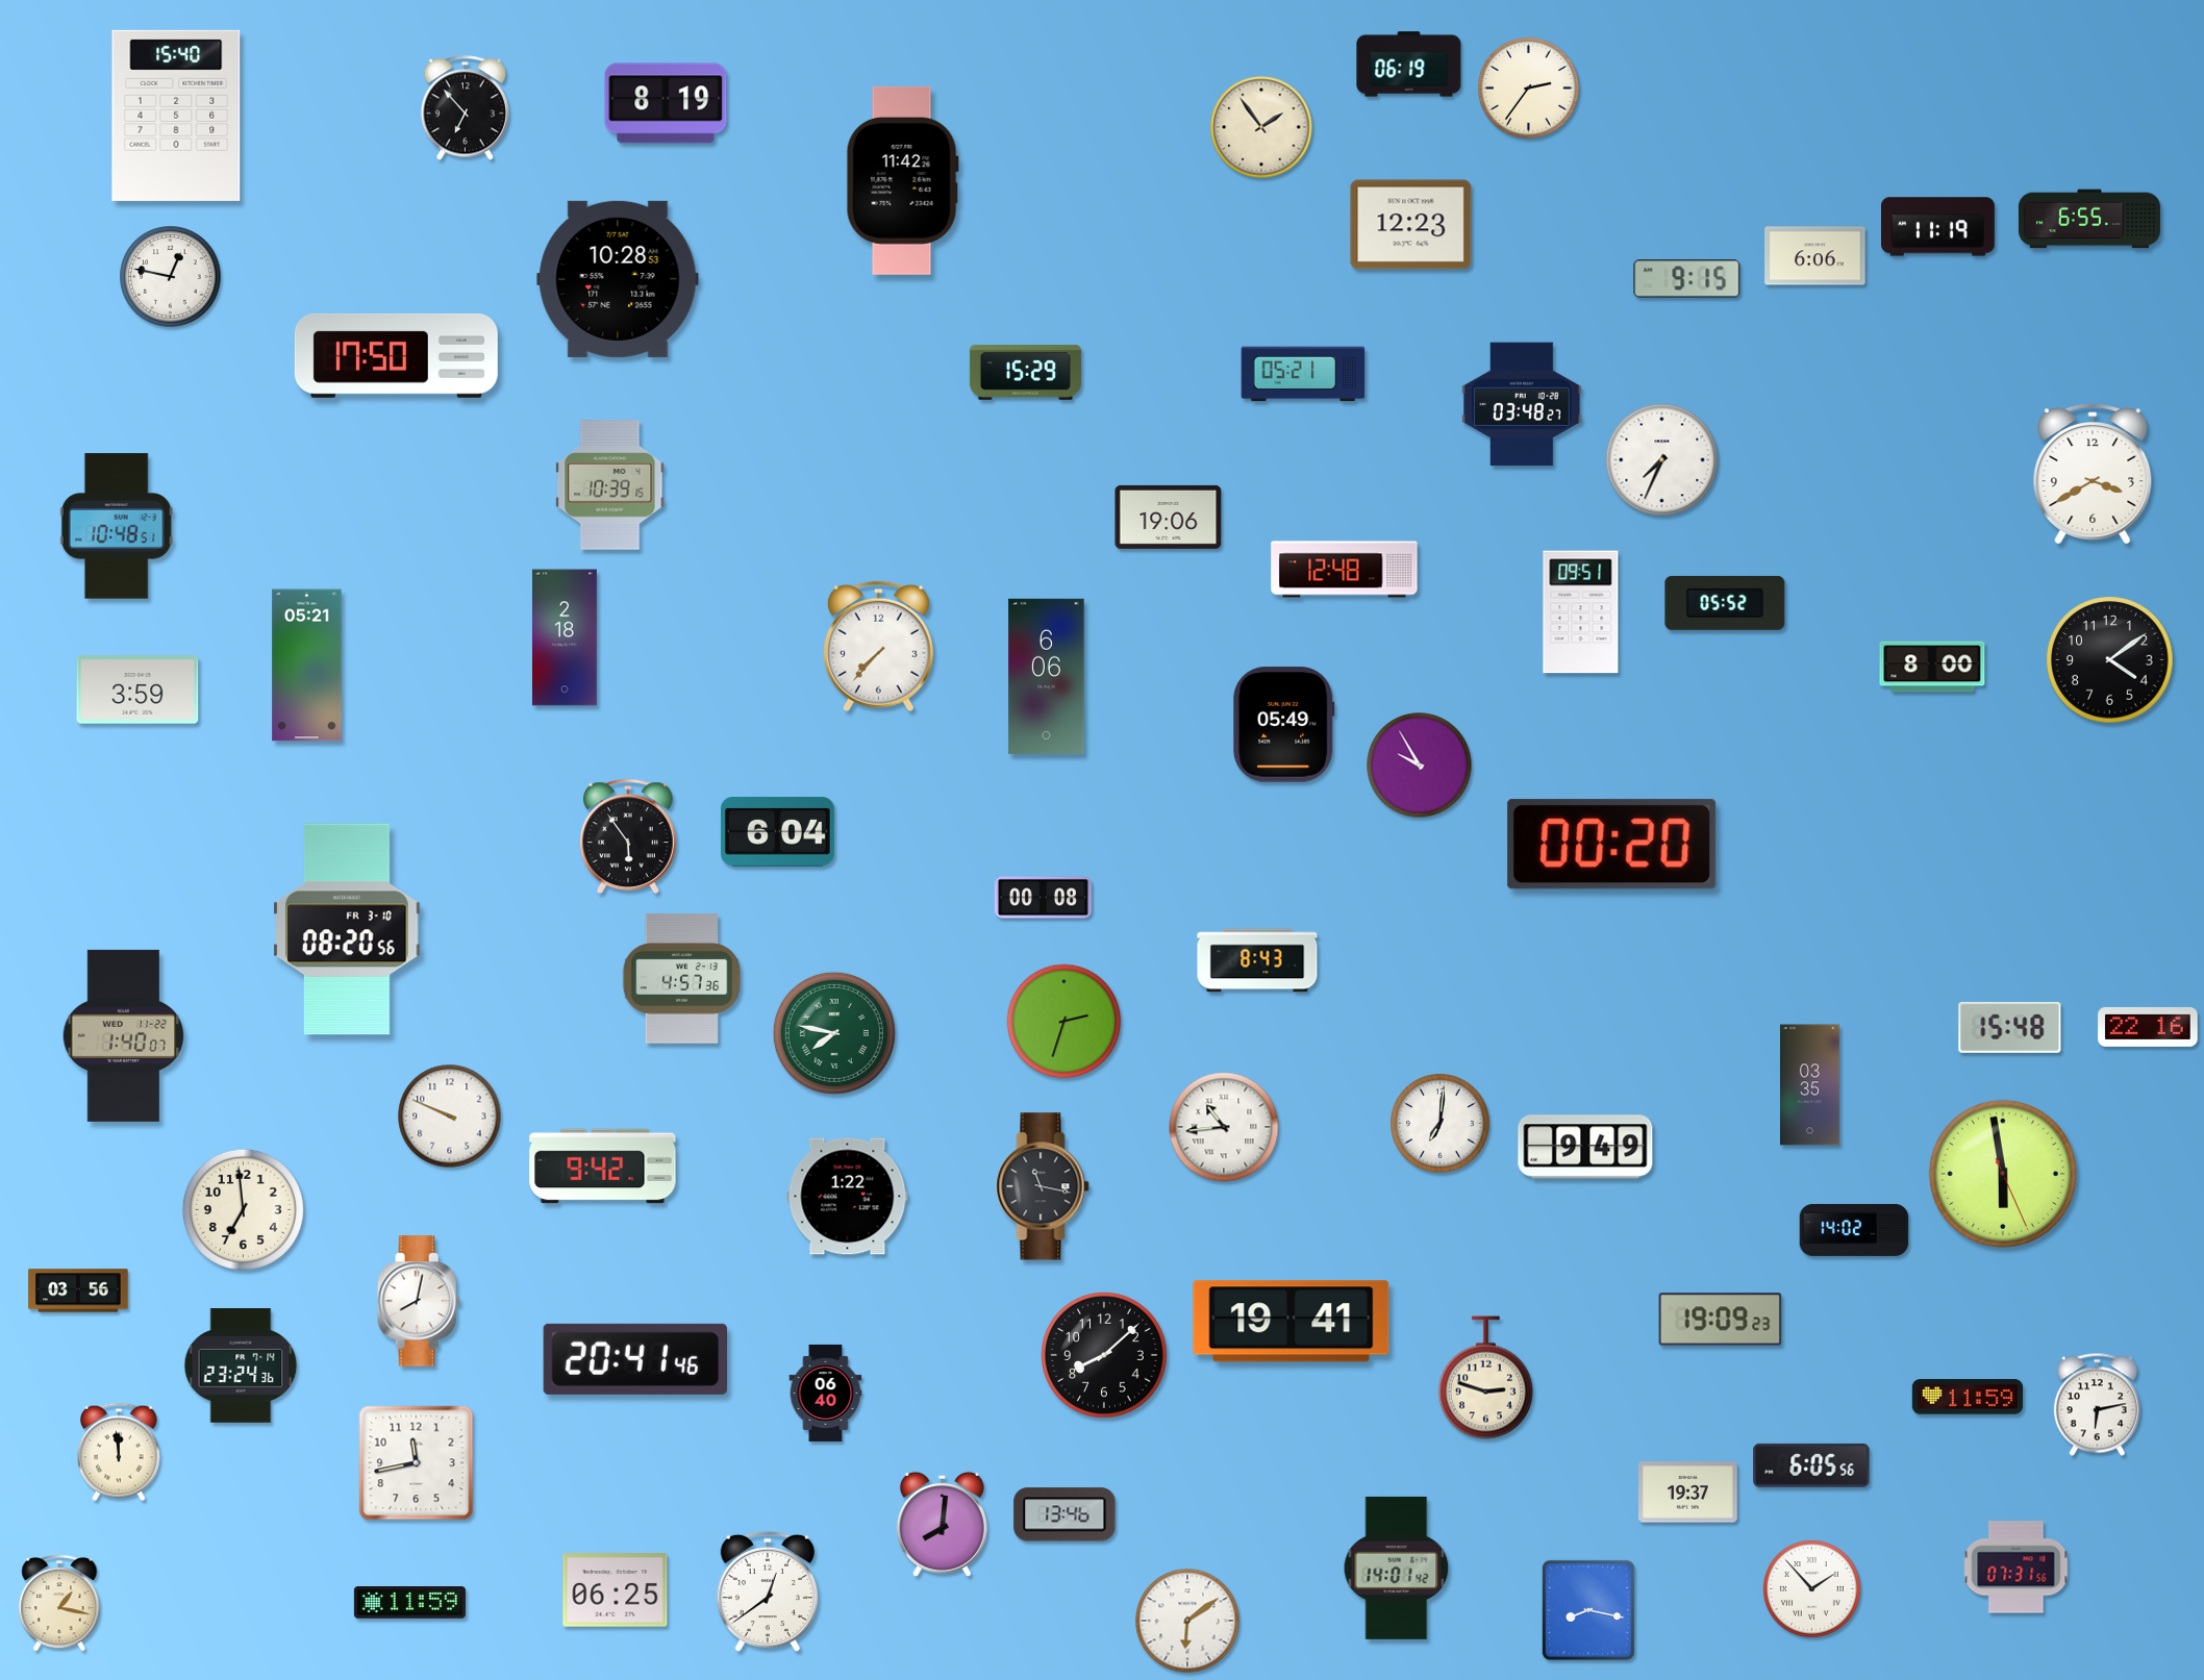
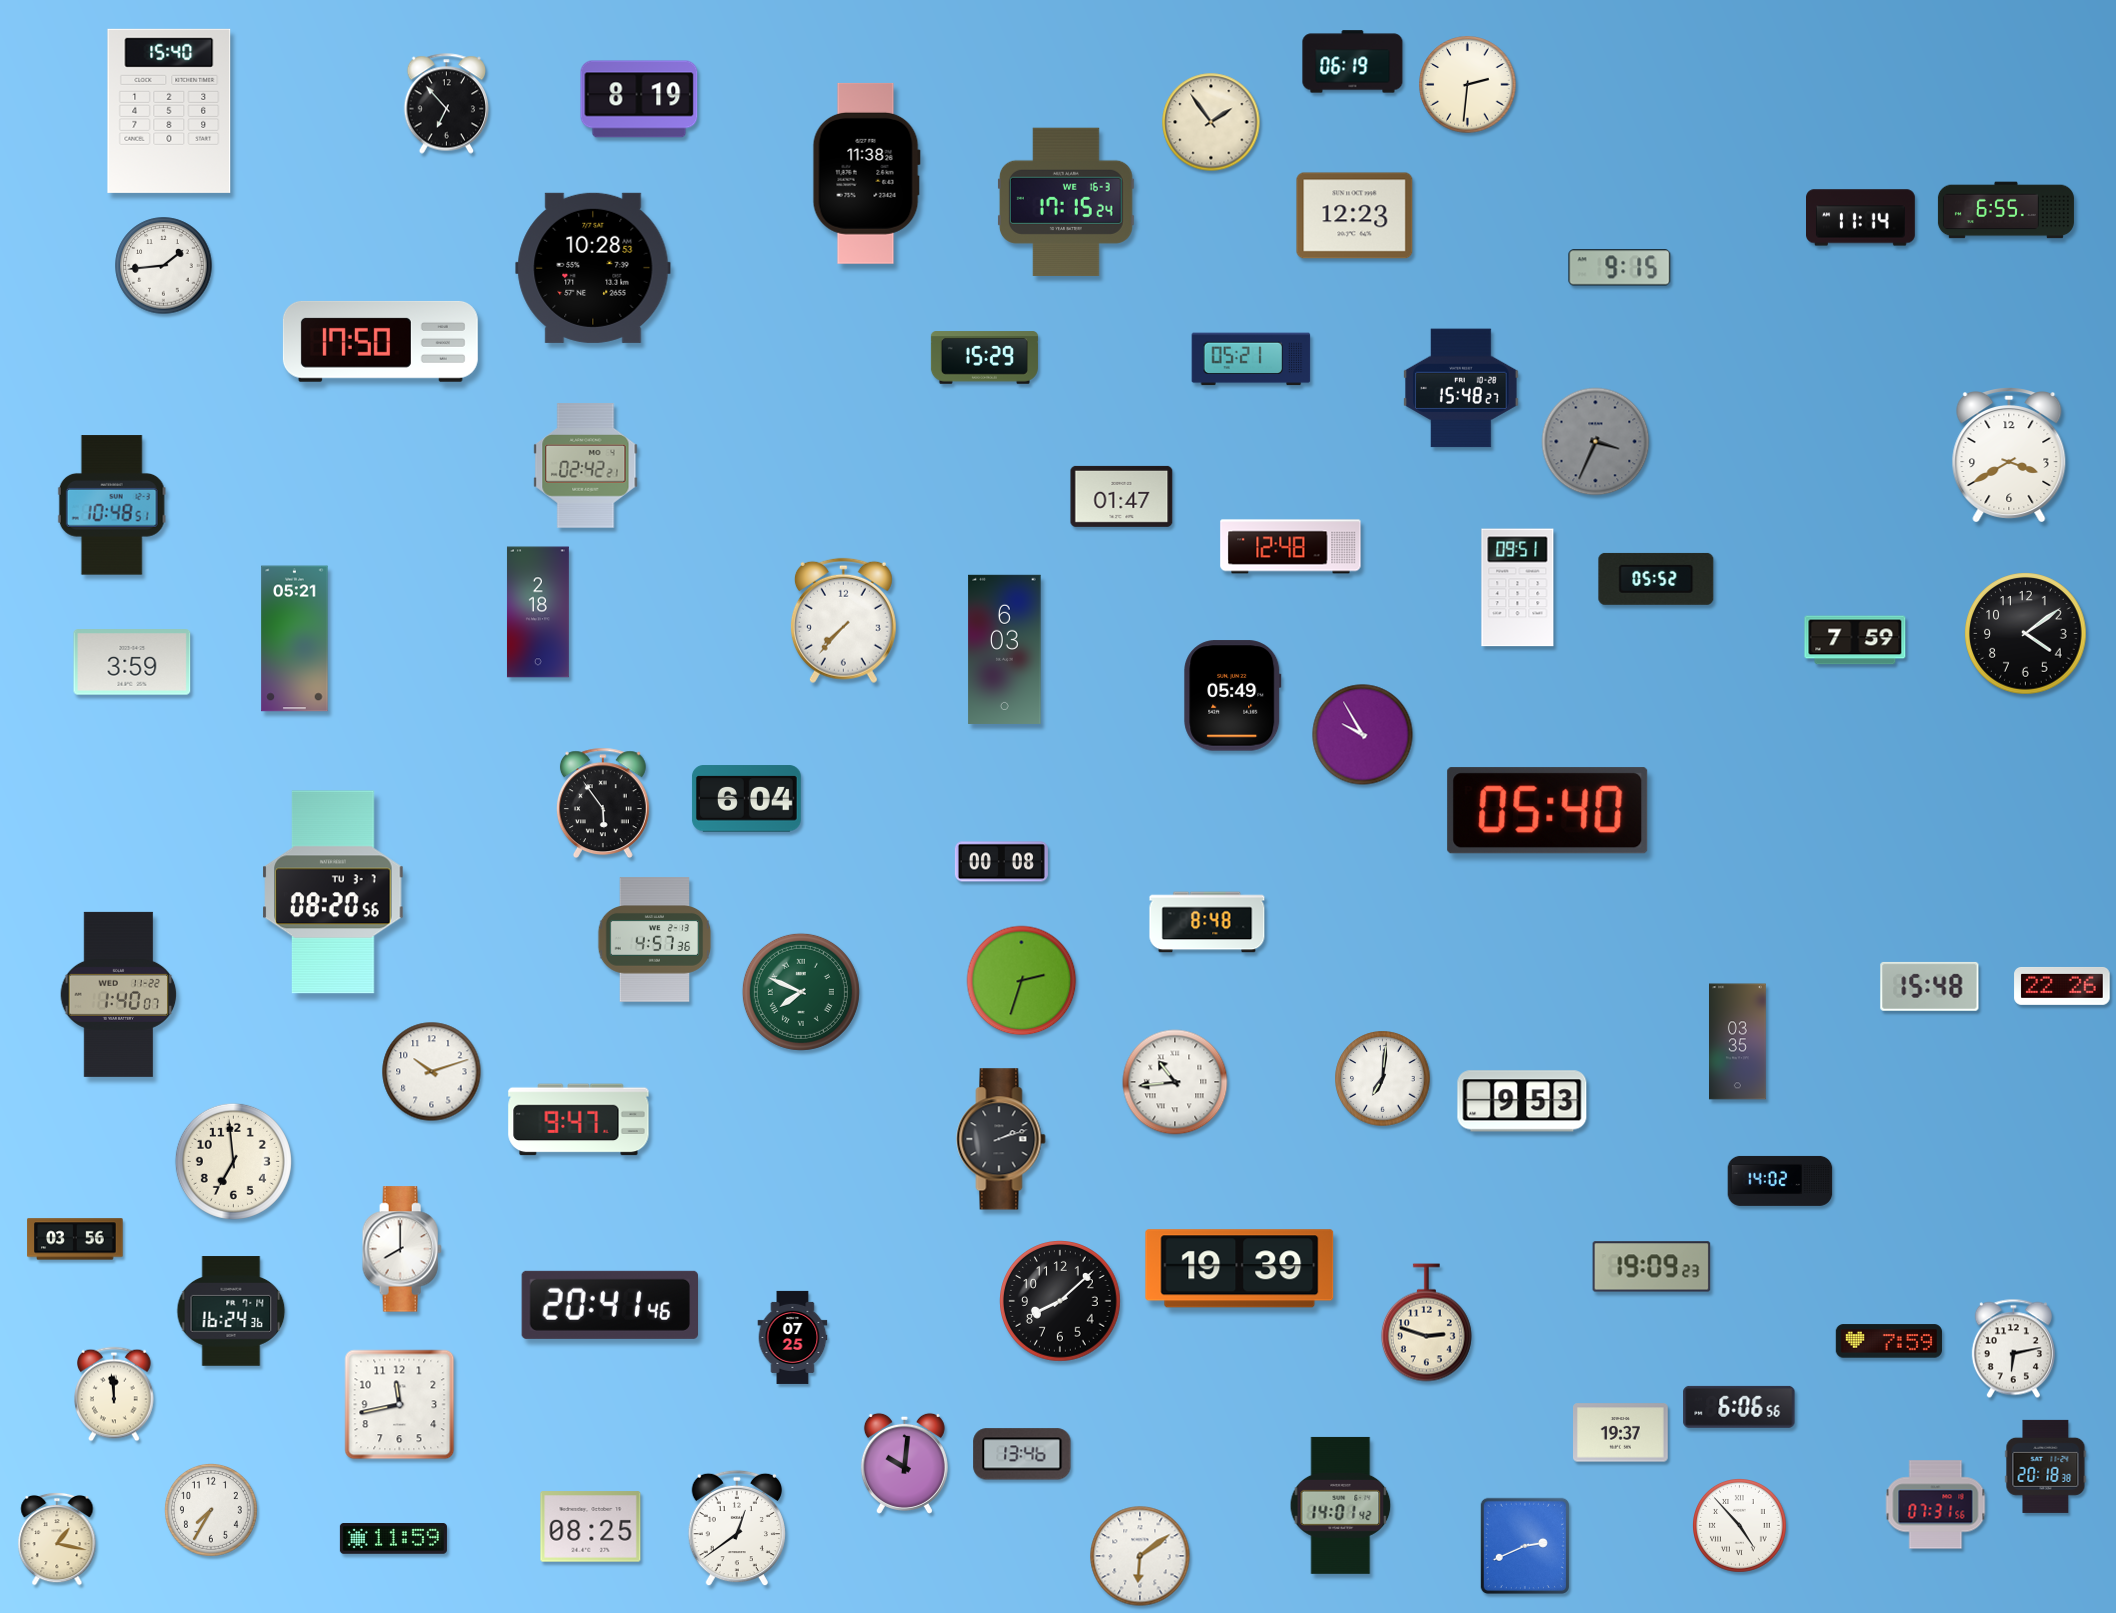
clock at (1529, 89): 2:36 -> 2:31
clock at (902, 180): 11:42 -> 11:38
clock at (1066, 201): none -> 17:15
clock at (1938, 227): 11:19 -> 11:14
clock at (1815, 256): 6:06 -> none
clock at (171, 277): 12:47 -> 1:44
clock at (1522, 404): 03:48 -> 15:48
clock at (1662, 460): 7:34 -> 3:34
clock at (1662, 460) dial: white -> grey
clock at (610, 485): 10:39 -> 02:42
clock at (1169, 517): 19:06 -> 01:47
clock at (565, 637) position: (565, 637) -> (538, 612)
clock at (1932, 667): 8:00 -> 7:59
clock at (1047, 676): 6:06 -> 6:03
clock at (1612, 845): 00:20 -> 05:40
clock at (347, 929) date: FR 3-10 -> TU 3-7
clock at (1257, 960): 8:43 -> 8:48
clock at (2148, 1027): 22:16 -> 22:26
clock at (834, 1033): 7:47 -> 7:49
clock at (450, 1117): 9:49 -> 10:12
clock at (1585, 1147): 9:49 -> 9:53
clock at (603, 1167): 9:42 -> 9:47
clock at (2003, 1174): 5:58 -> none
clock at (1043, 1186): 11:17 -> 2:12
clock at (848, 1197): 1:22 -> none
clock at (419, 1301): 8:02 -> 8:00
clock at (1292, 1322): 19:41 -> 19:39
clock at (241, 1365): 23:24 -> 16:24
clock at (826, 1393): 06:40 -> 07:25
clock at (1968, 1397): 11:59 -> 7:59
clock at (1811, 1465): 6:05 -> 6:06
clock at (942, 1524): 8:01 -> 10:01
clock at (2046, 1466): none -> 20:18
clock at (211, 1510): none -> 7:35
clock at (1812, 1589): 1:53 -> 4:53
clock at (616, 1590): 06:25 -> 08:25
clock at (1587, 1609): 8:17 -> 2:41
